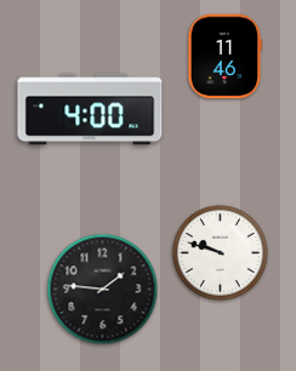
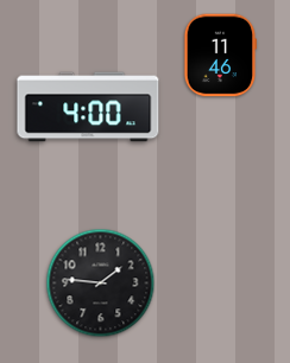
clock at (220, 252): 9:48 -> none
